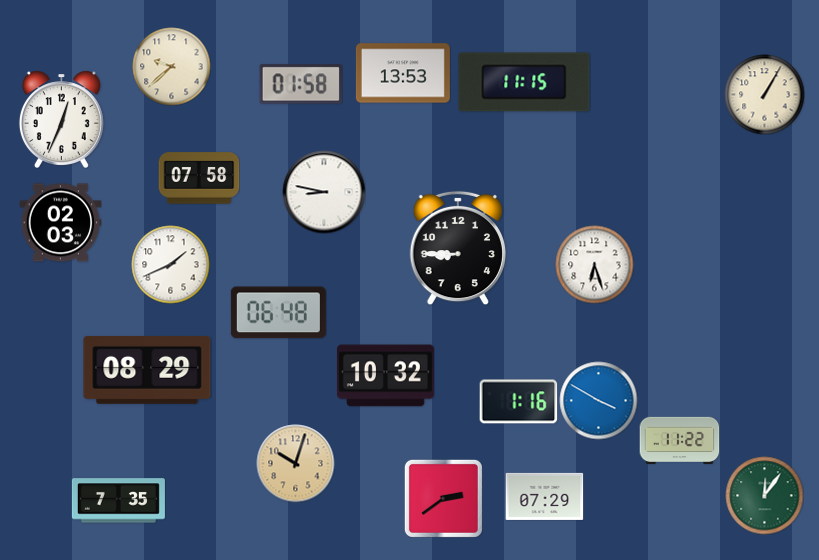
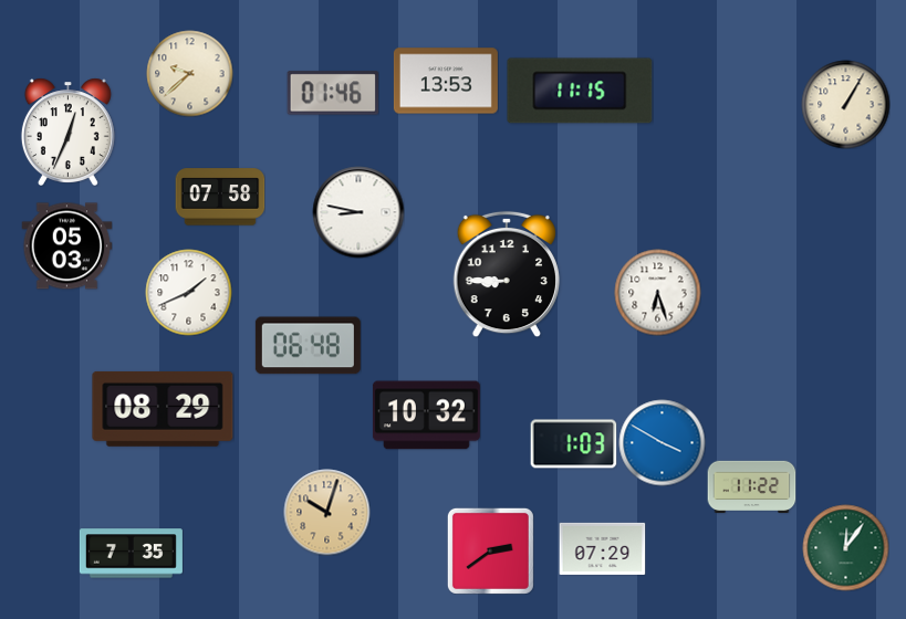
clock at (301, 84): 01:58 -> 01:46
clock at (60, 223): 02:03 -> 05:03
clock at (518, 402): 1:16 -> 1:03
